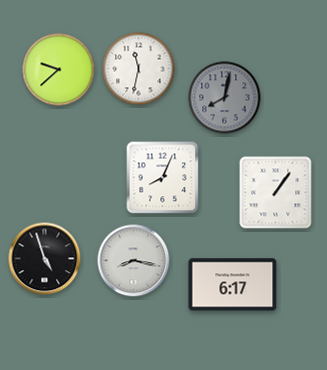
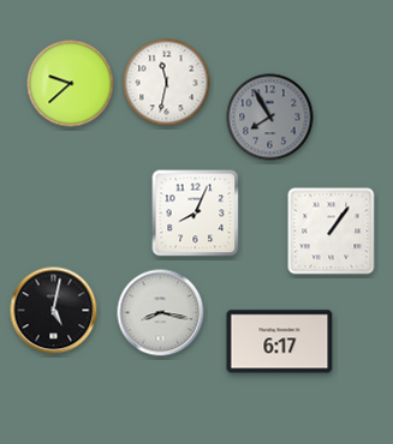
clock at (225, 98): 8:02 -> 7:55
clock at (45, 259): 4:57 -> 5:02
